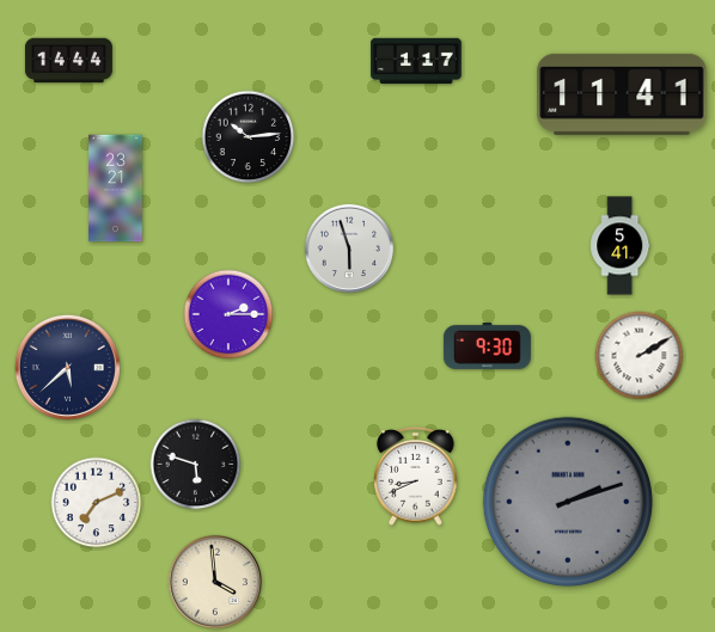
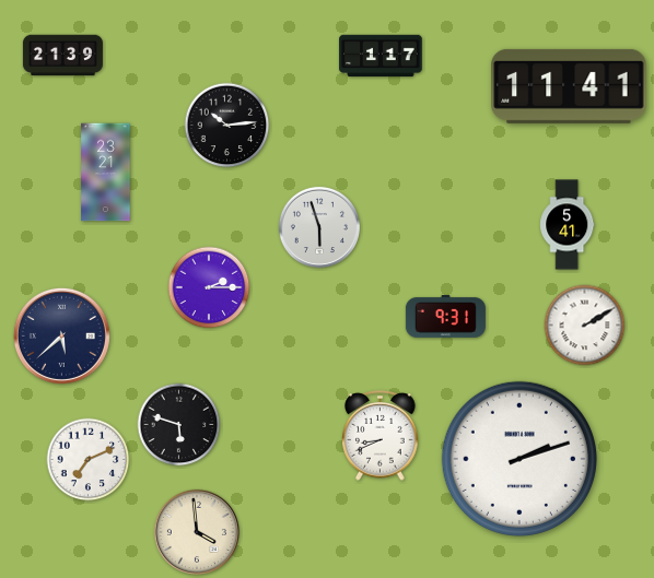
clock at (68, 61): 14:44 -> 21:39
clock at (487, 345): 9:30 -> 9:31
clock at (568, 502) dial: grey -> white
